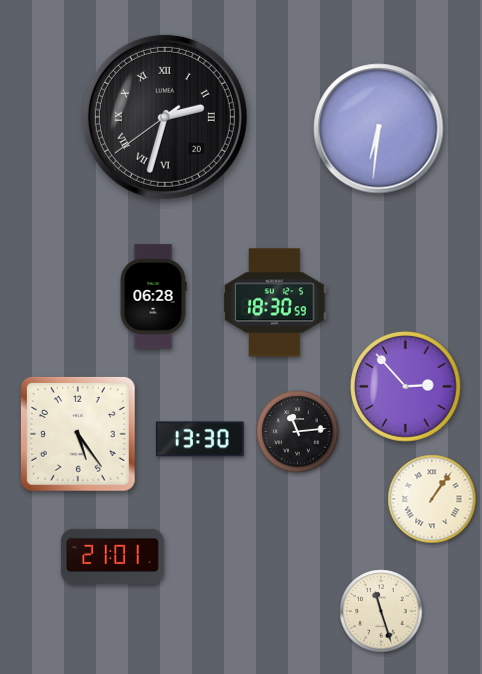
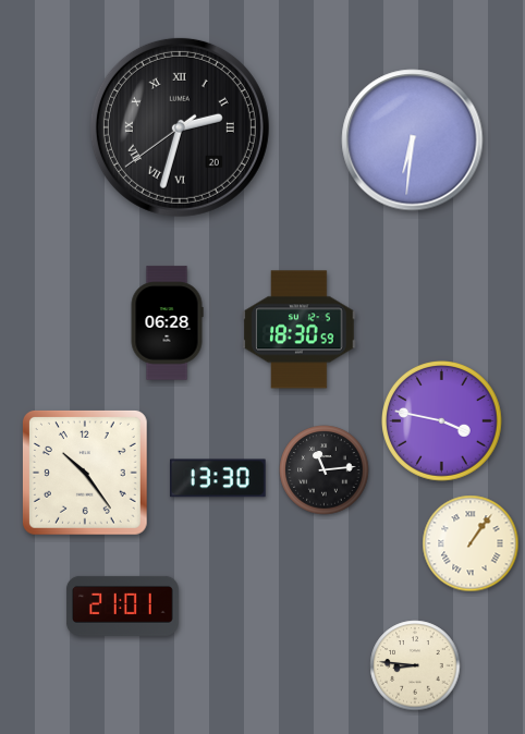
clock at (406, 387): 2:53 -> 3:47
clock at (78, 434): 5:24 -> 10:24
clock at (381, 611): 11:27 -> 8:46
